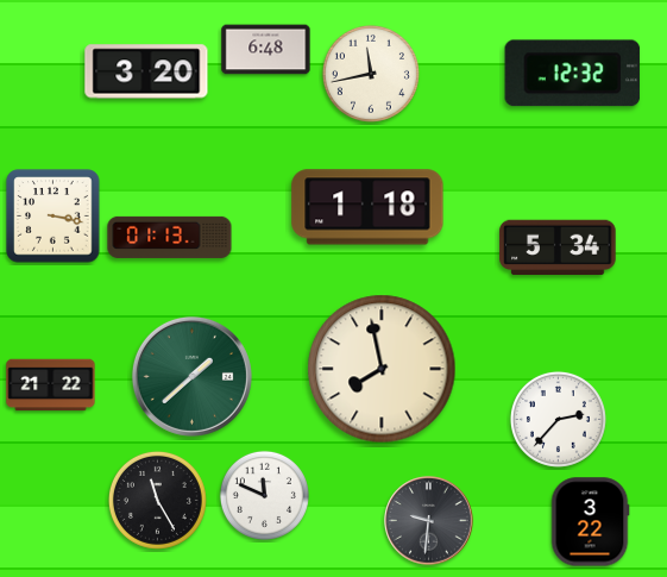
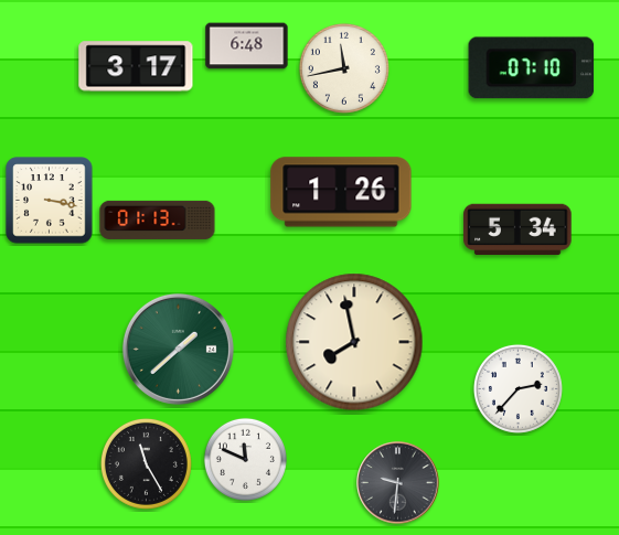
clock at (146, 71): 3:20 -> 3:17
clock at (573, 74): 12:32 -> 07:10
clock at (367, 207): 1:18 -> 1:26
clock at (51, 385): 21:22 -> none
clock at (590, 522): 3:22 -> none
